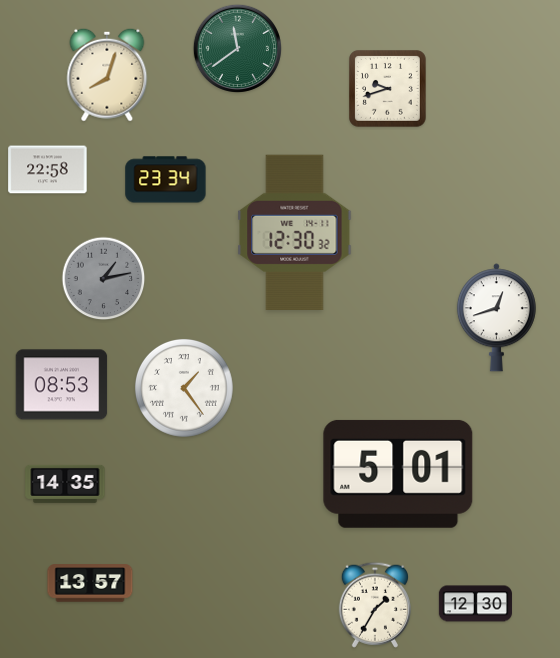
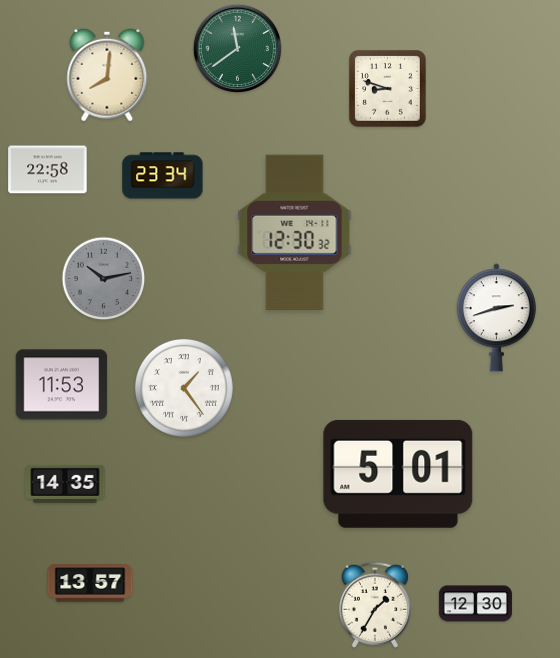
clock at (107, 75): 8:03 -> 8:01
clock at (388, 89): 9:42 -> 8:48
clock at (166, 180) position: (166, 180) -> (163, 176)
clock at (104, 279): 1:13 -> 10:13
clock at (496, 318): 12:42 -> 2:42
clock at (62, 385): 08:53 -> 11:53
